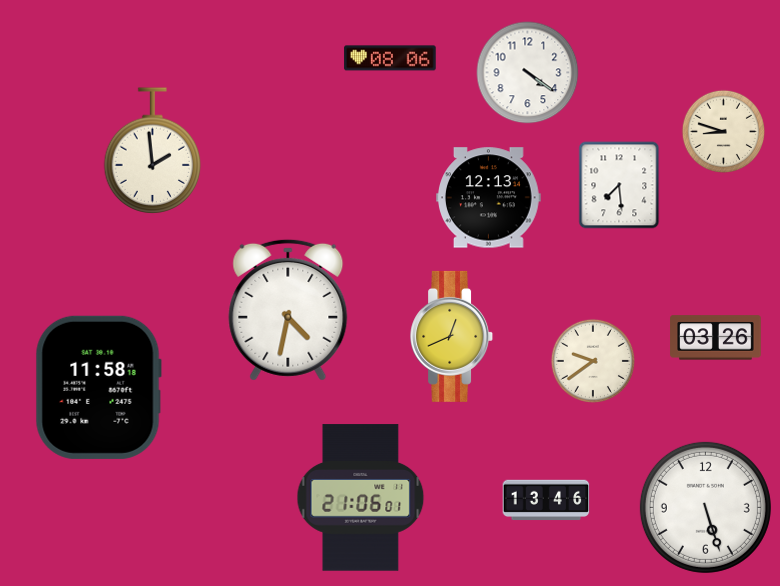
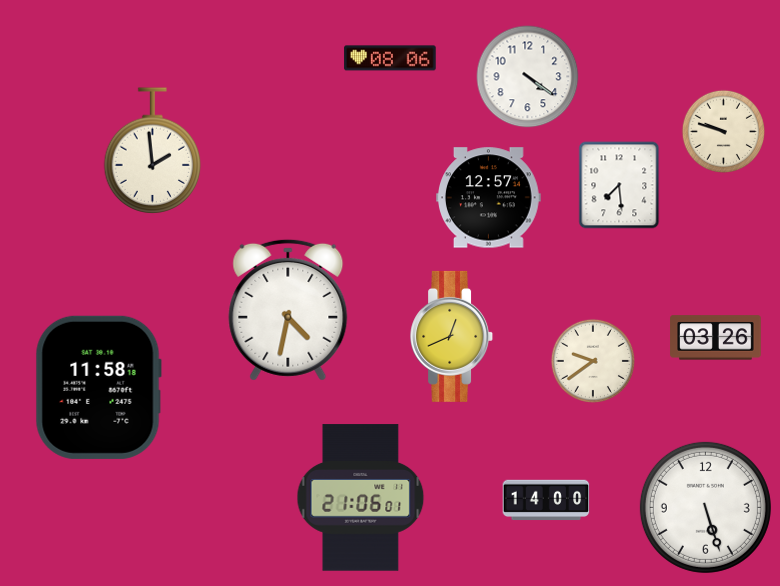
clock at (528, 73) position: (528, 73) -> (528, 77)
clock at (723, 131): 8:48 -> 9:48
clock at (489, 198): 12:13 -> 12:57
clock at (546, 500): 13:46 -> 14:00
